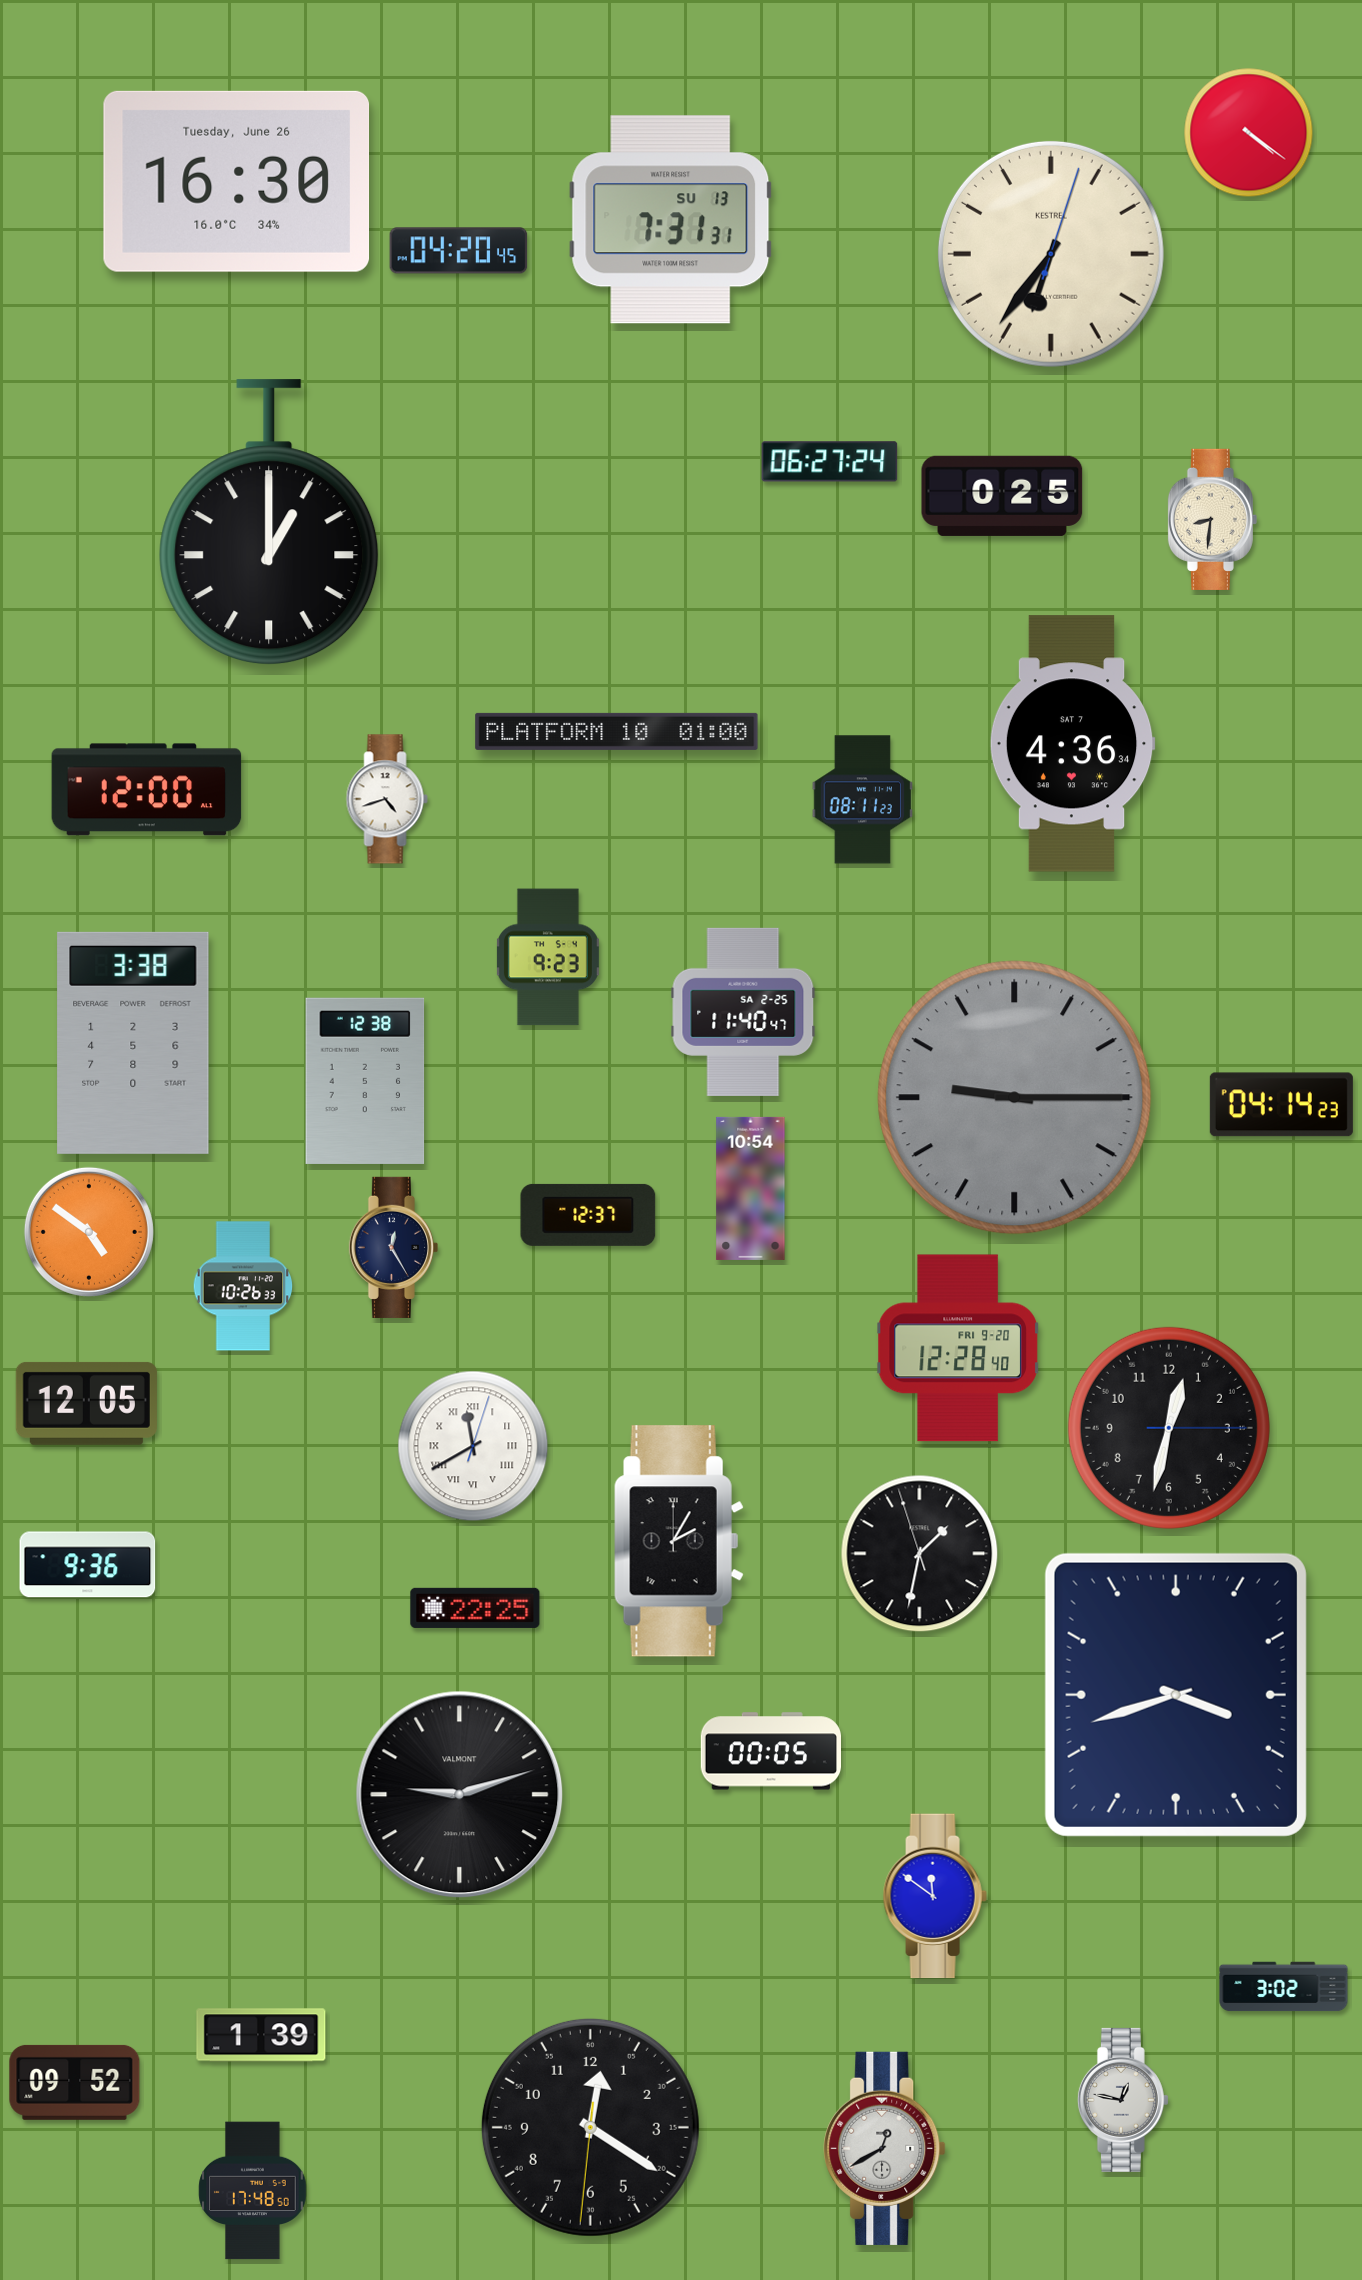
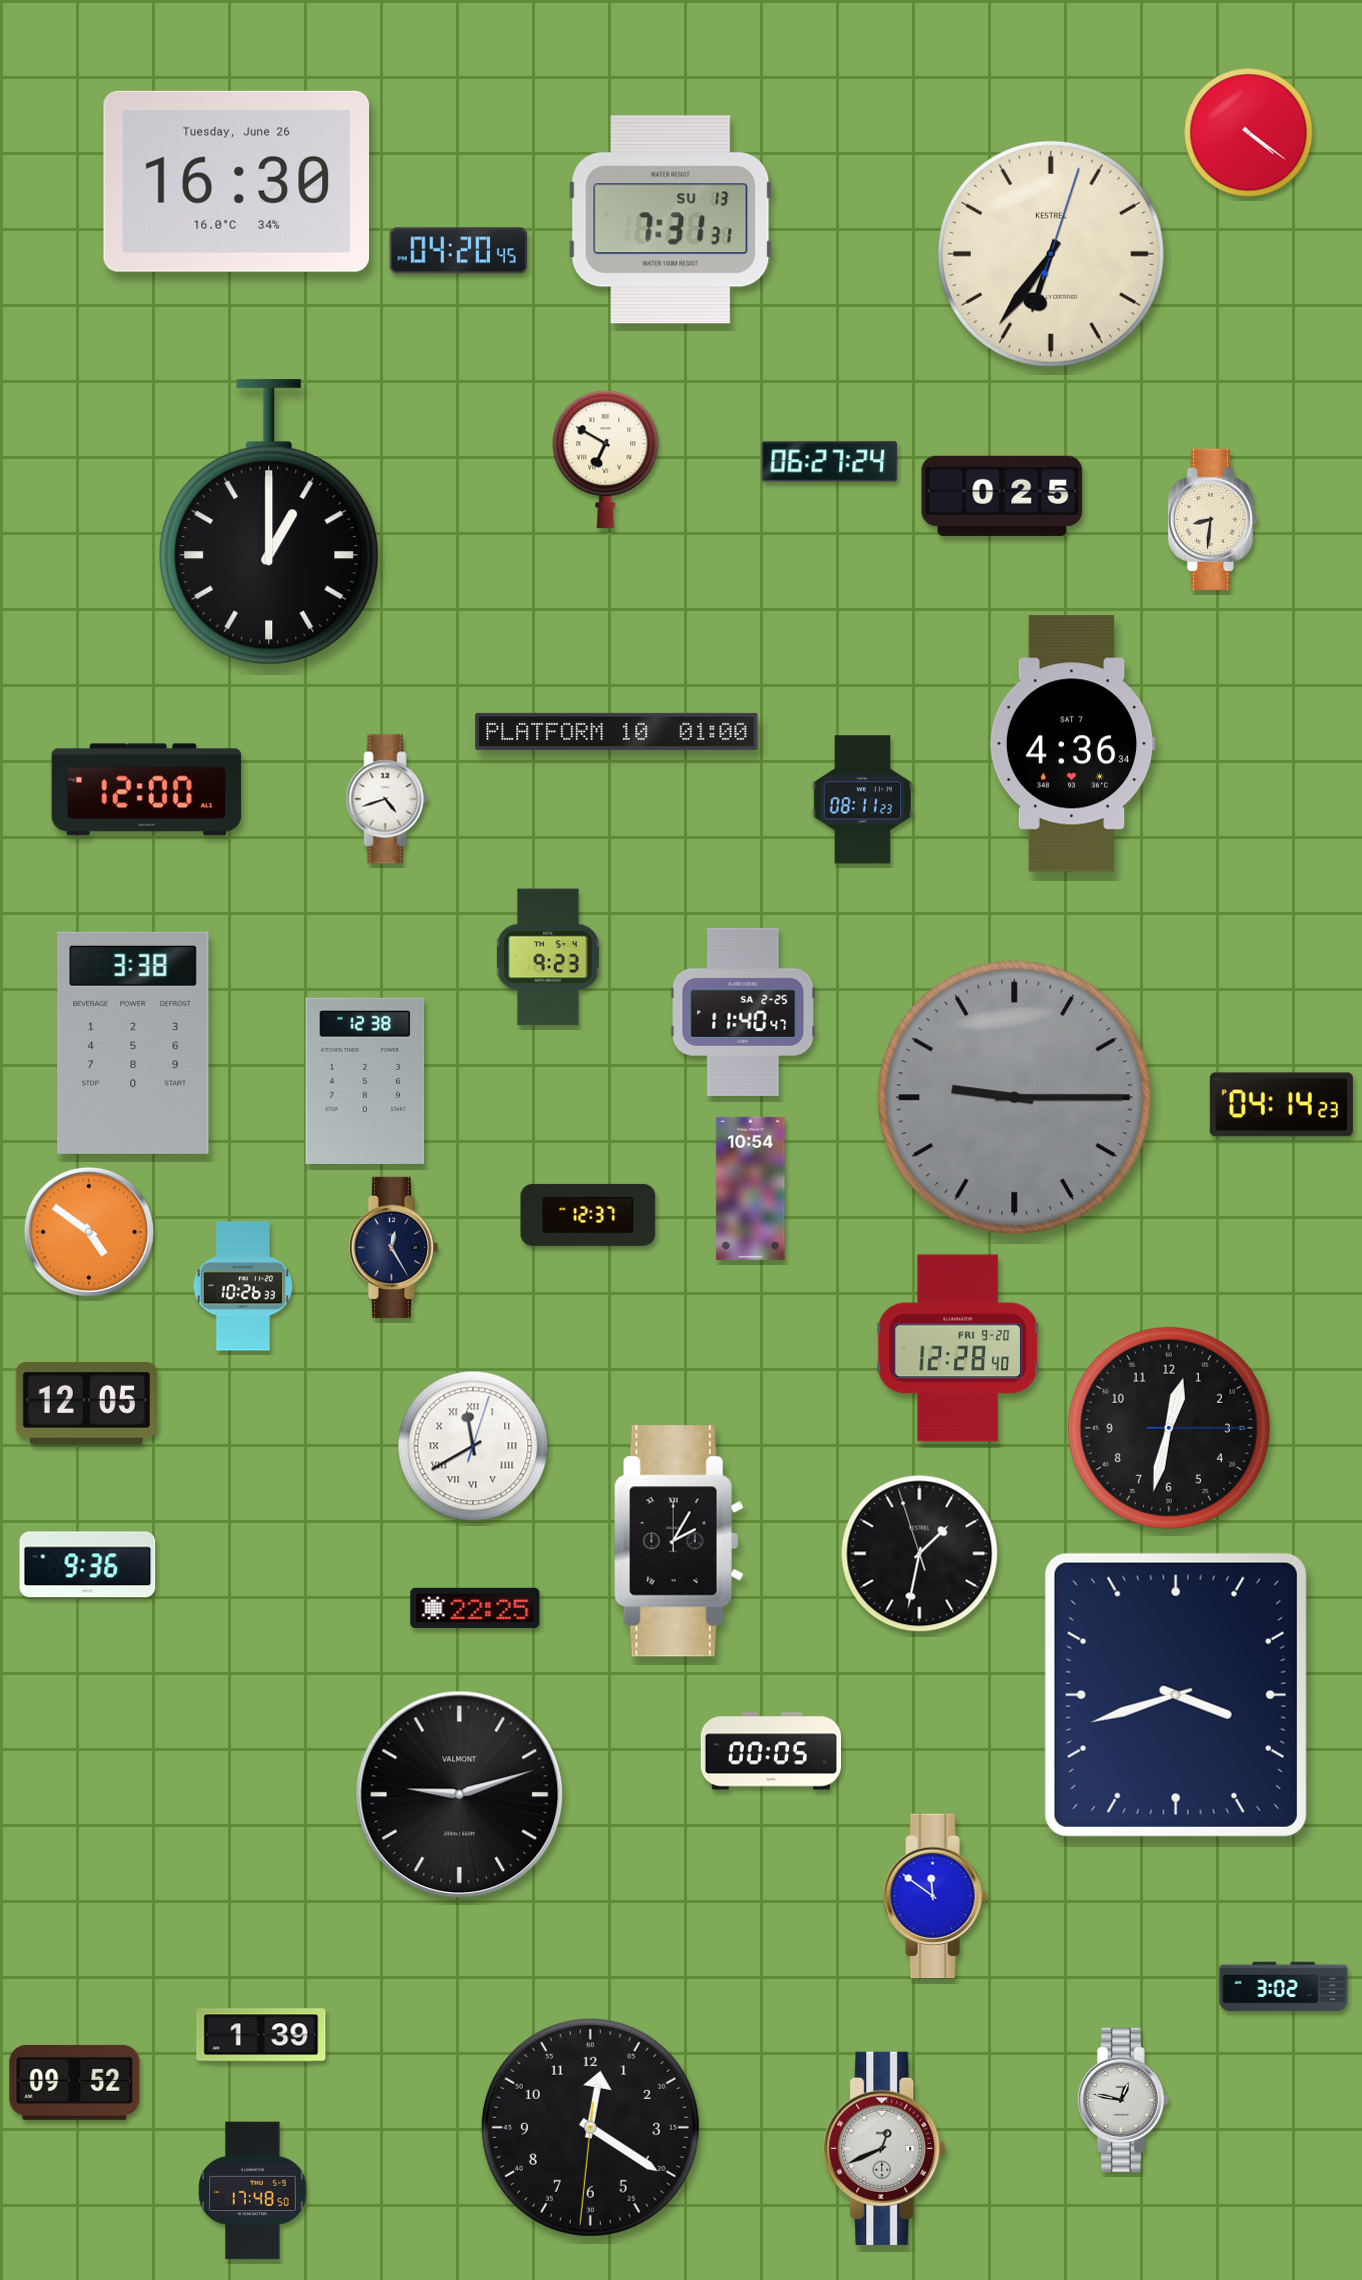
clock at (606, 460): none -> 6:50
clock at (885, 2148): 12:40 -> 12:41
